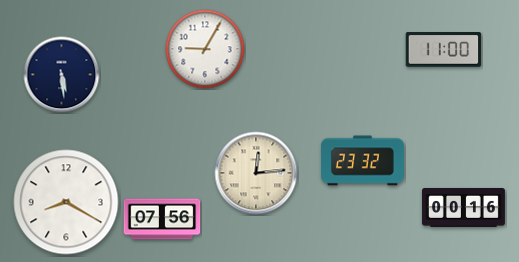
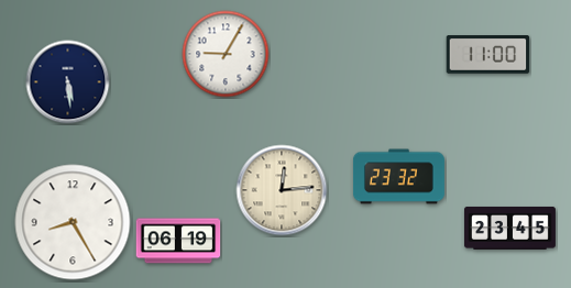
clock at (66, 202): 8:20 -> 8:25
clock at (463, 207): 00:16 -> 23:45
clock at (162, 219): 07:56 -> 06:19
